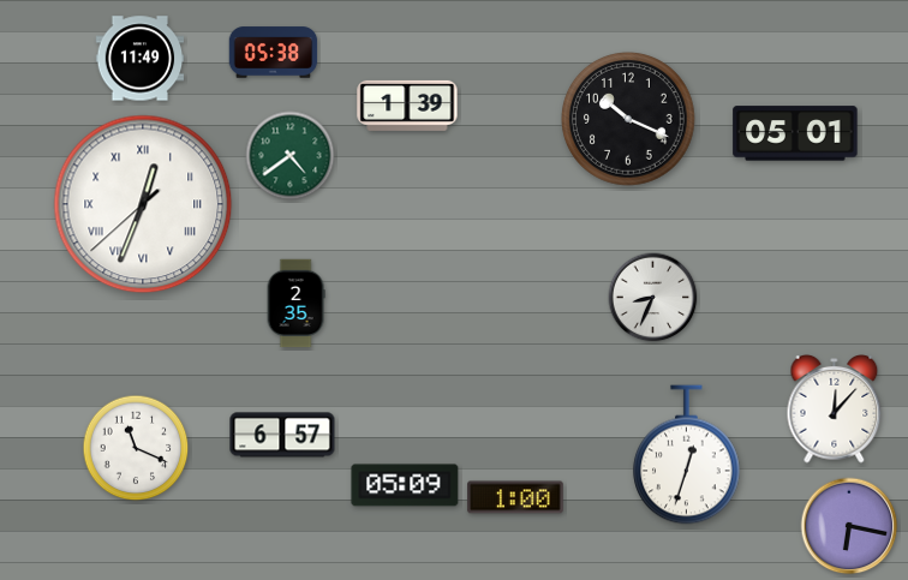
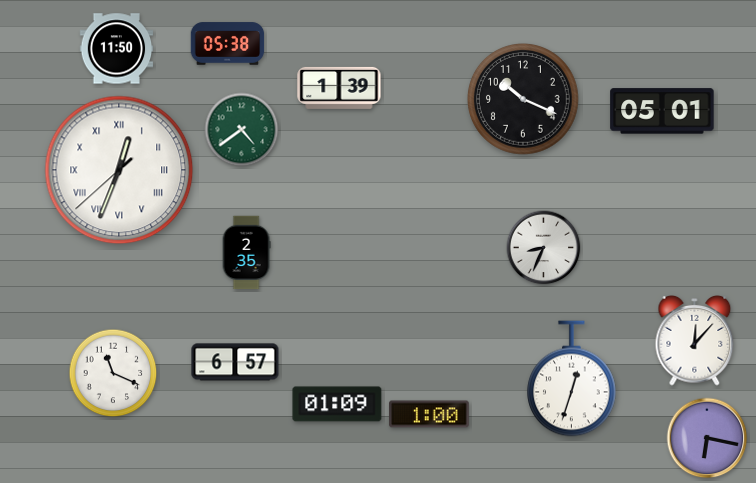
clock at (141, 59): 11:49 -> 11:50
clock at (405, 485): 05:09 -> 01:09
